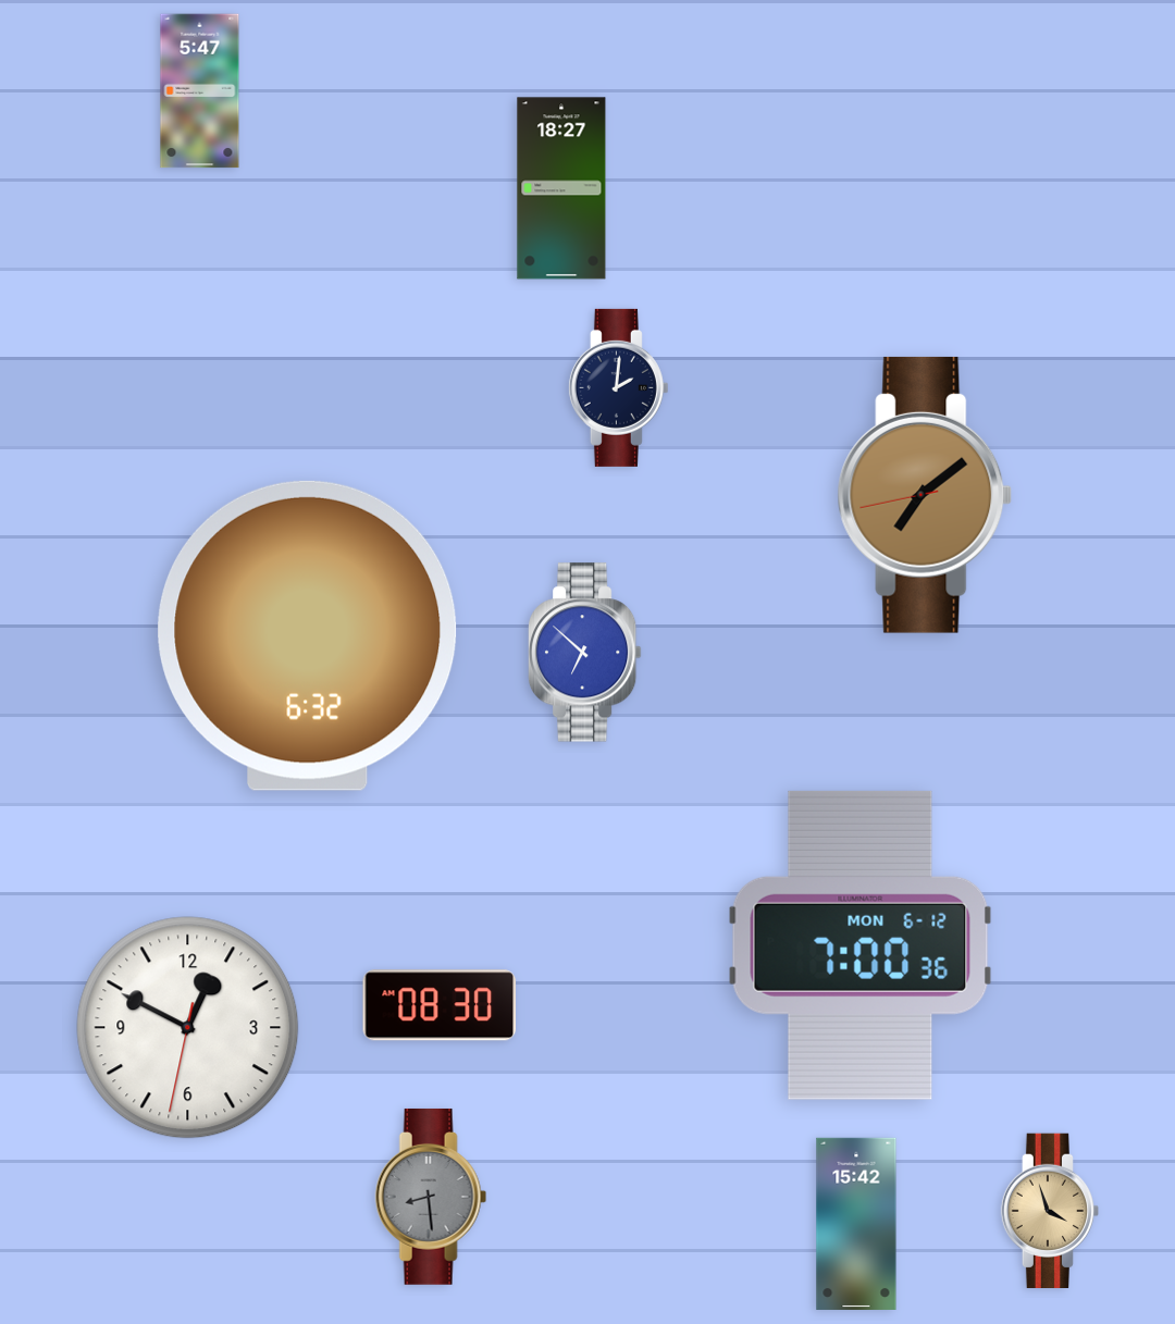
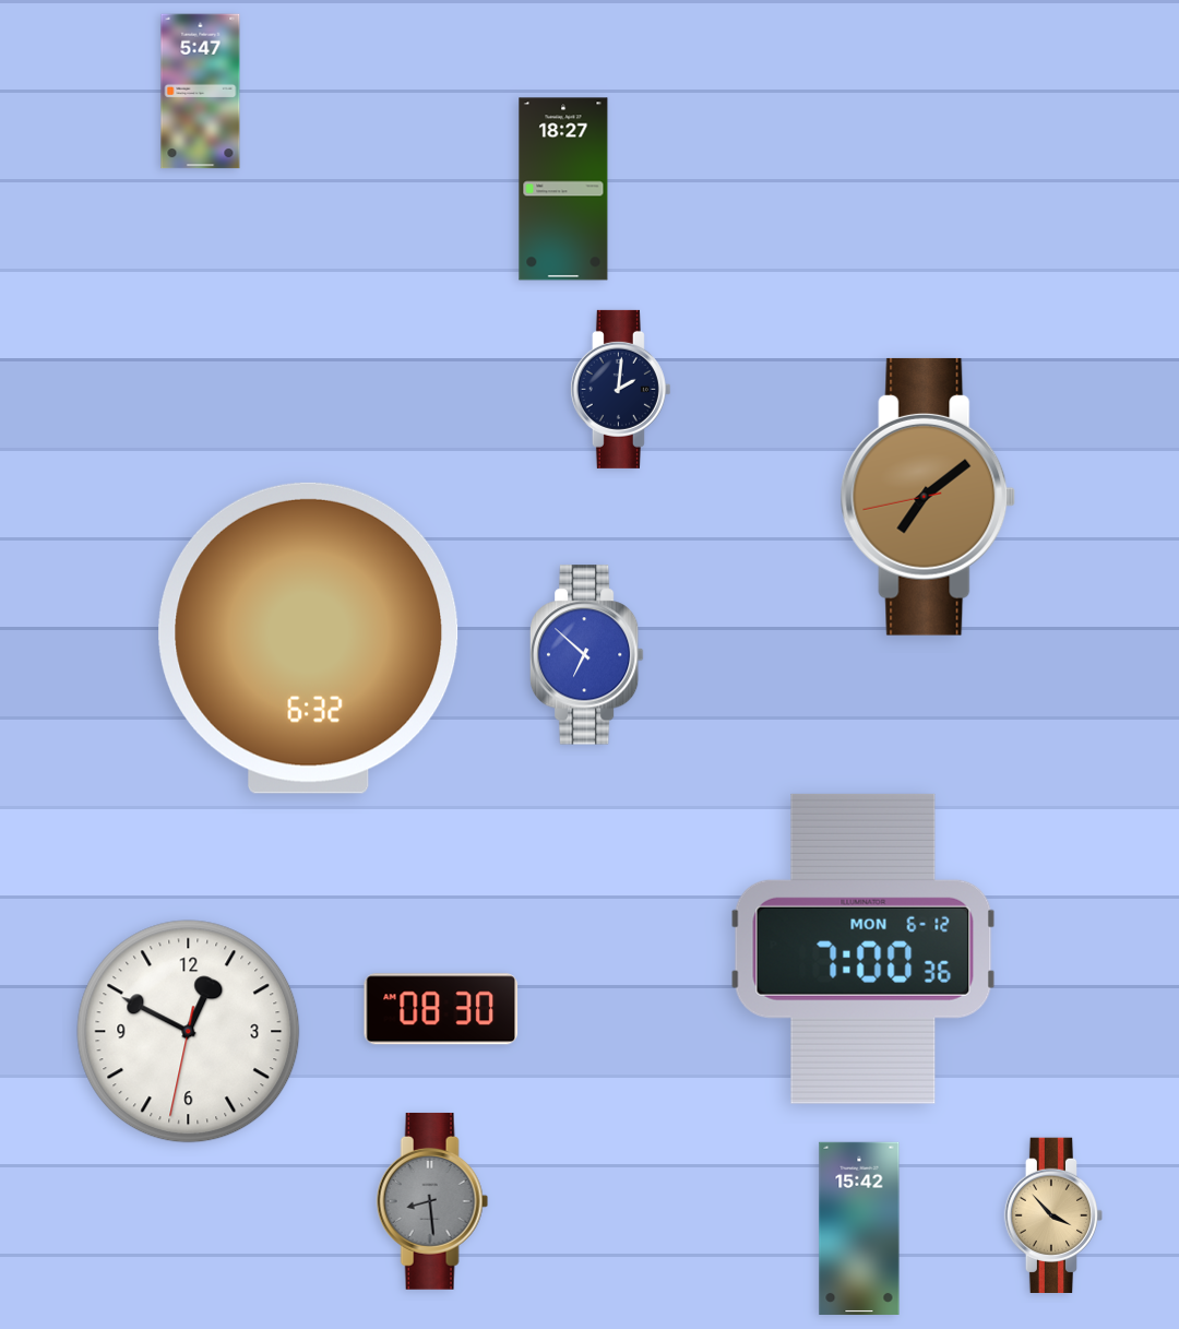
clock at (1049, 1210): 3:57 -> 3:53
